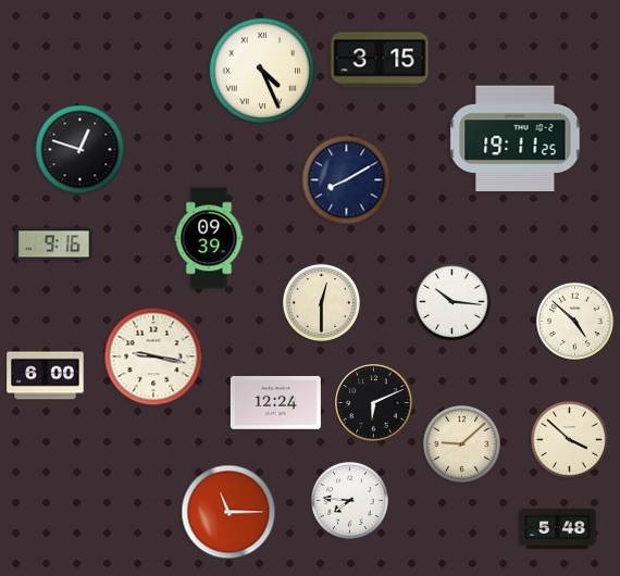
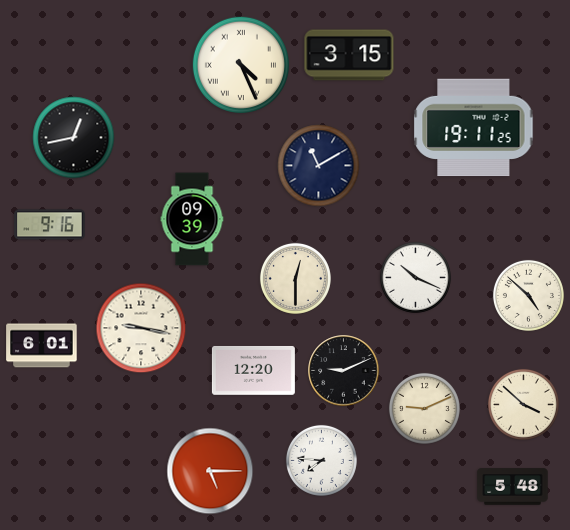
clock at (80, 150): 12:48 -> 12:43
clock at (347, 180): 8:10 -> 11:10
clock at (451, 301): 10:16 -> 10:19
clock at (46, 376): 6:00 -> 6:01
clock at (275, 403): 12:24 -> 12:20
clock at (374, 403): 6:11 -> 9:11
clock at (461, 443): 9:08 -> 9:11
clock at (228, 512): 11:15 -> 5:15
